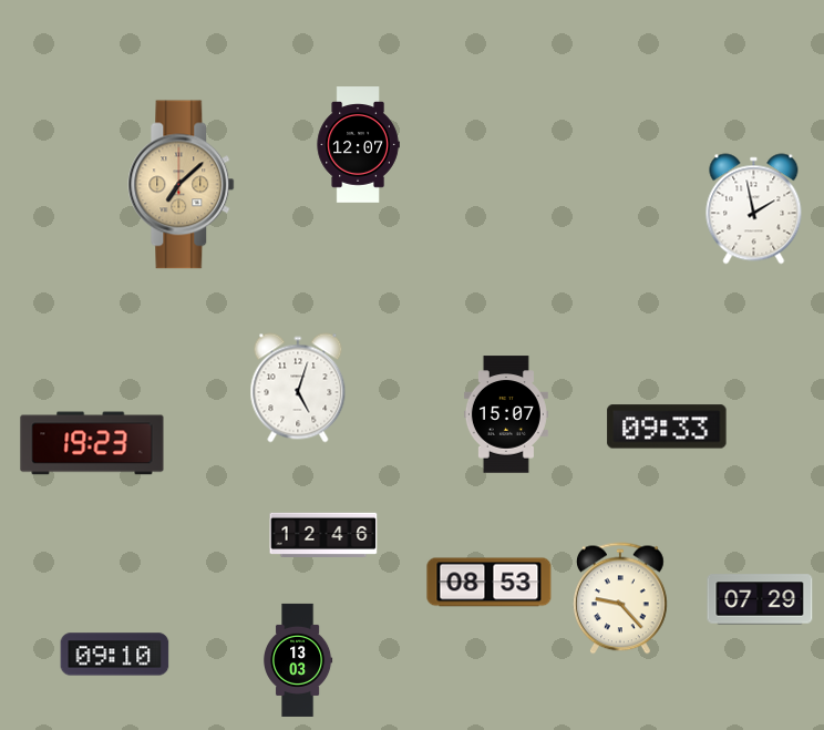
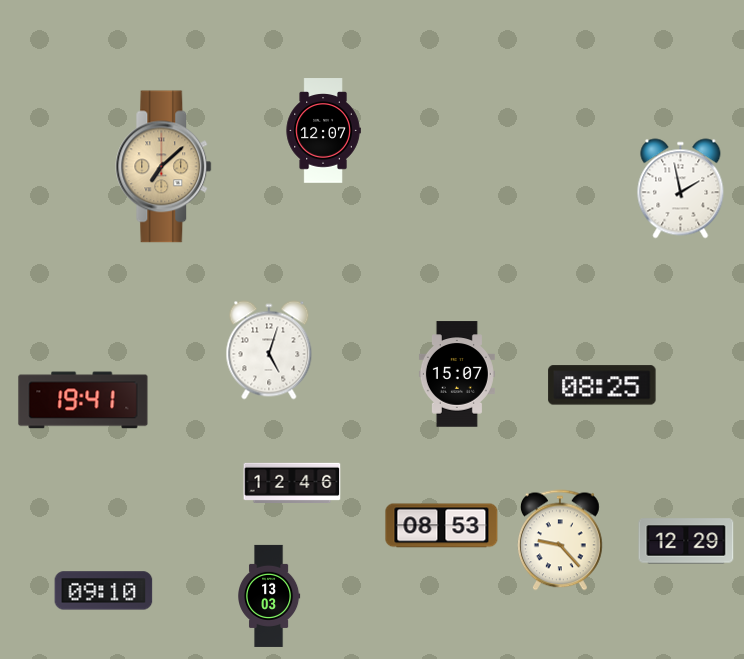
clock at (667, 426): 09:33 -> 08:25
clock at (92, 443): 19:23 -> 19:41
clock at (760, 599): 07:29 -> 12:29
